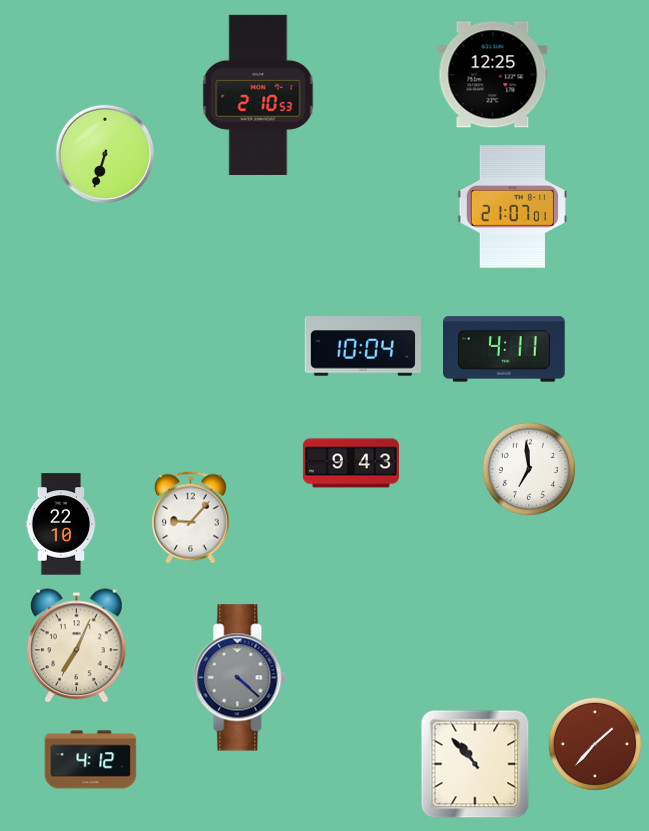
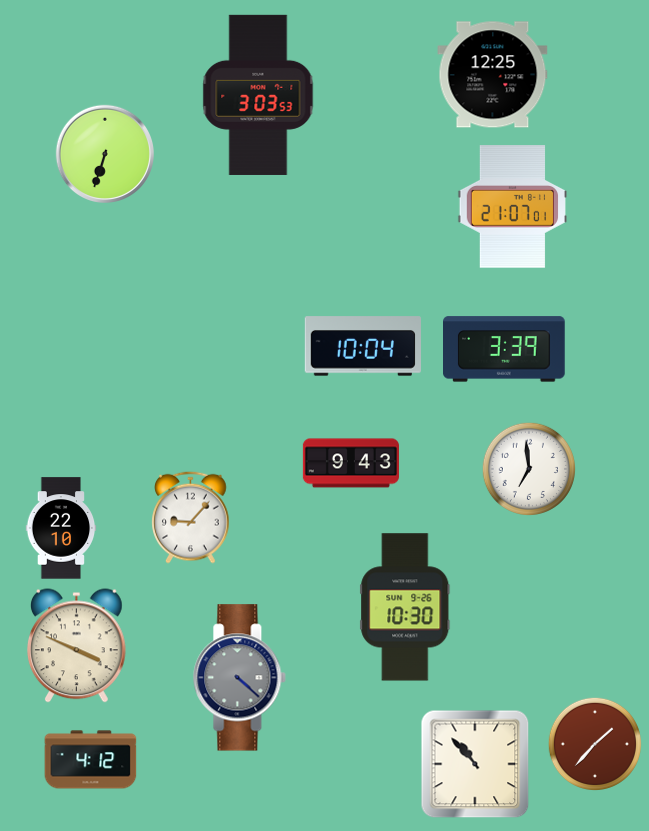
clock at (258, 95): 2:10 -> 3:03
clock at (505, 349): 4:11 -> 3:39
clock at (61, 524) position: (61, 524) -> (61, 528)
clock at (405, 607): none -> 10:30
clock at (77, 646): 7:04 -> 3:49
